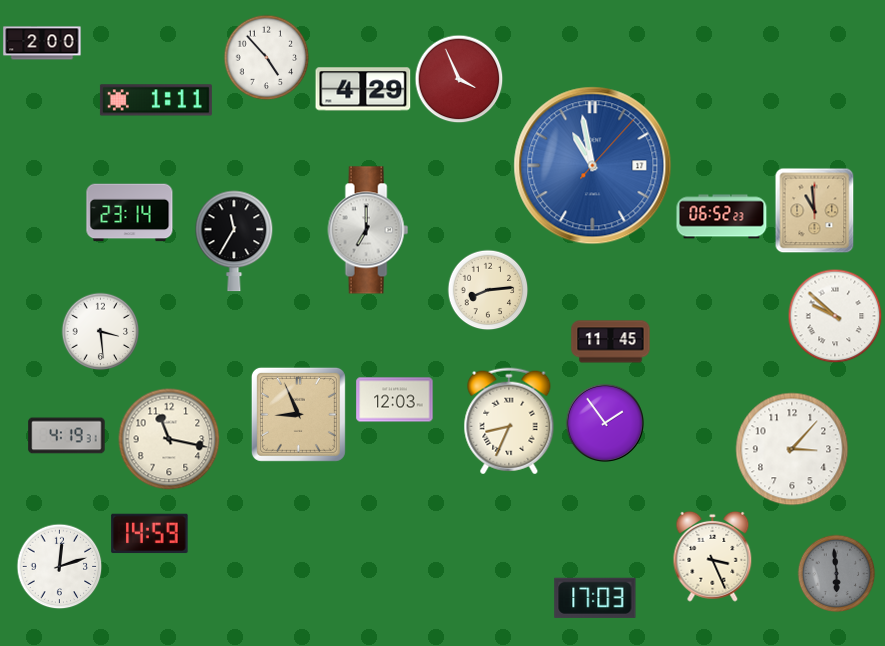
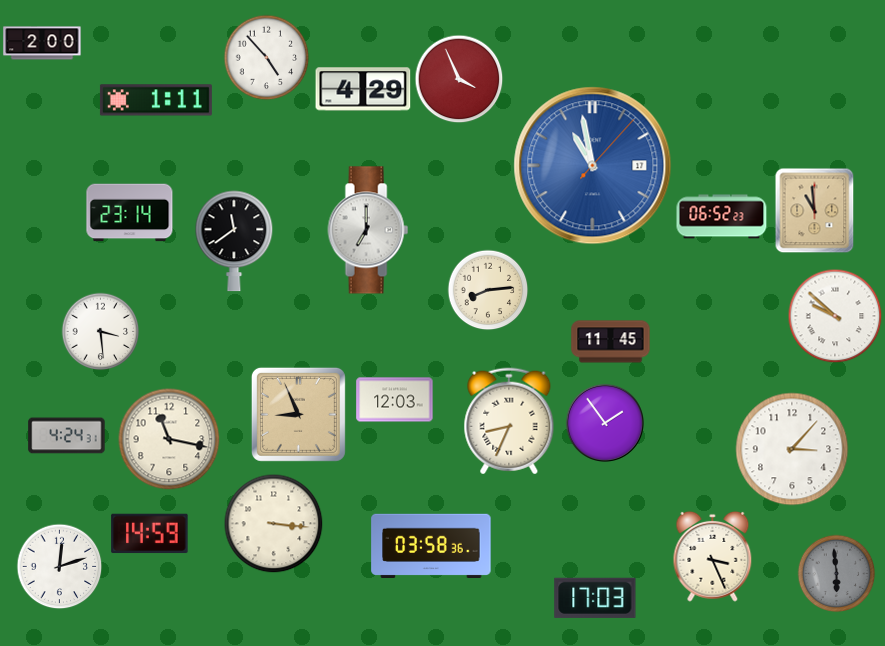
clock at (234, 241): 11:35 -> 11:39
clock at (67, 436): 4:19 -> 4:24
clock at (274, 524): none -> 3:16
clock at (431, 545): none -> 03:58
